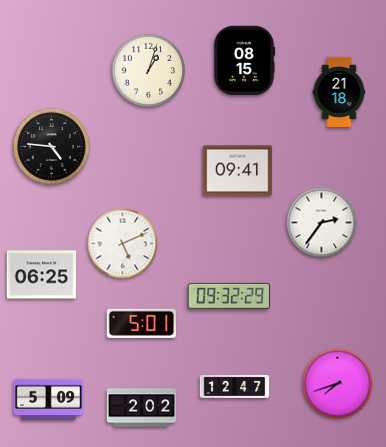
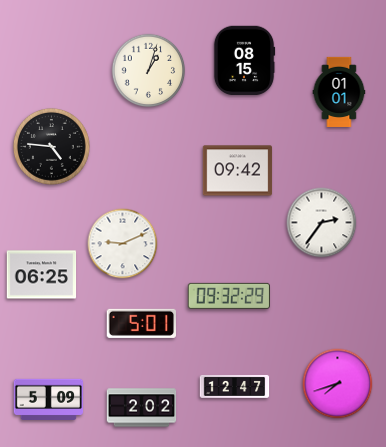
clock at (339, 91): 21:18 -> 01:01
clock at (238, 171): 09:41 -> 09:42
clock at (123, 244): 5:11 -> 9:11
